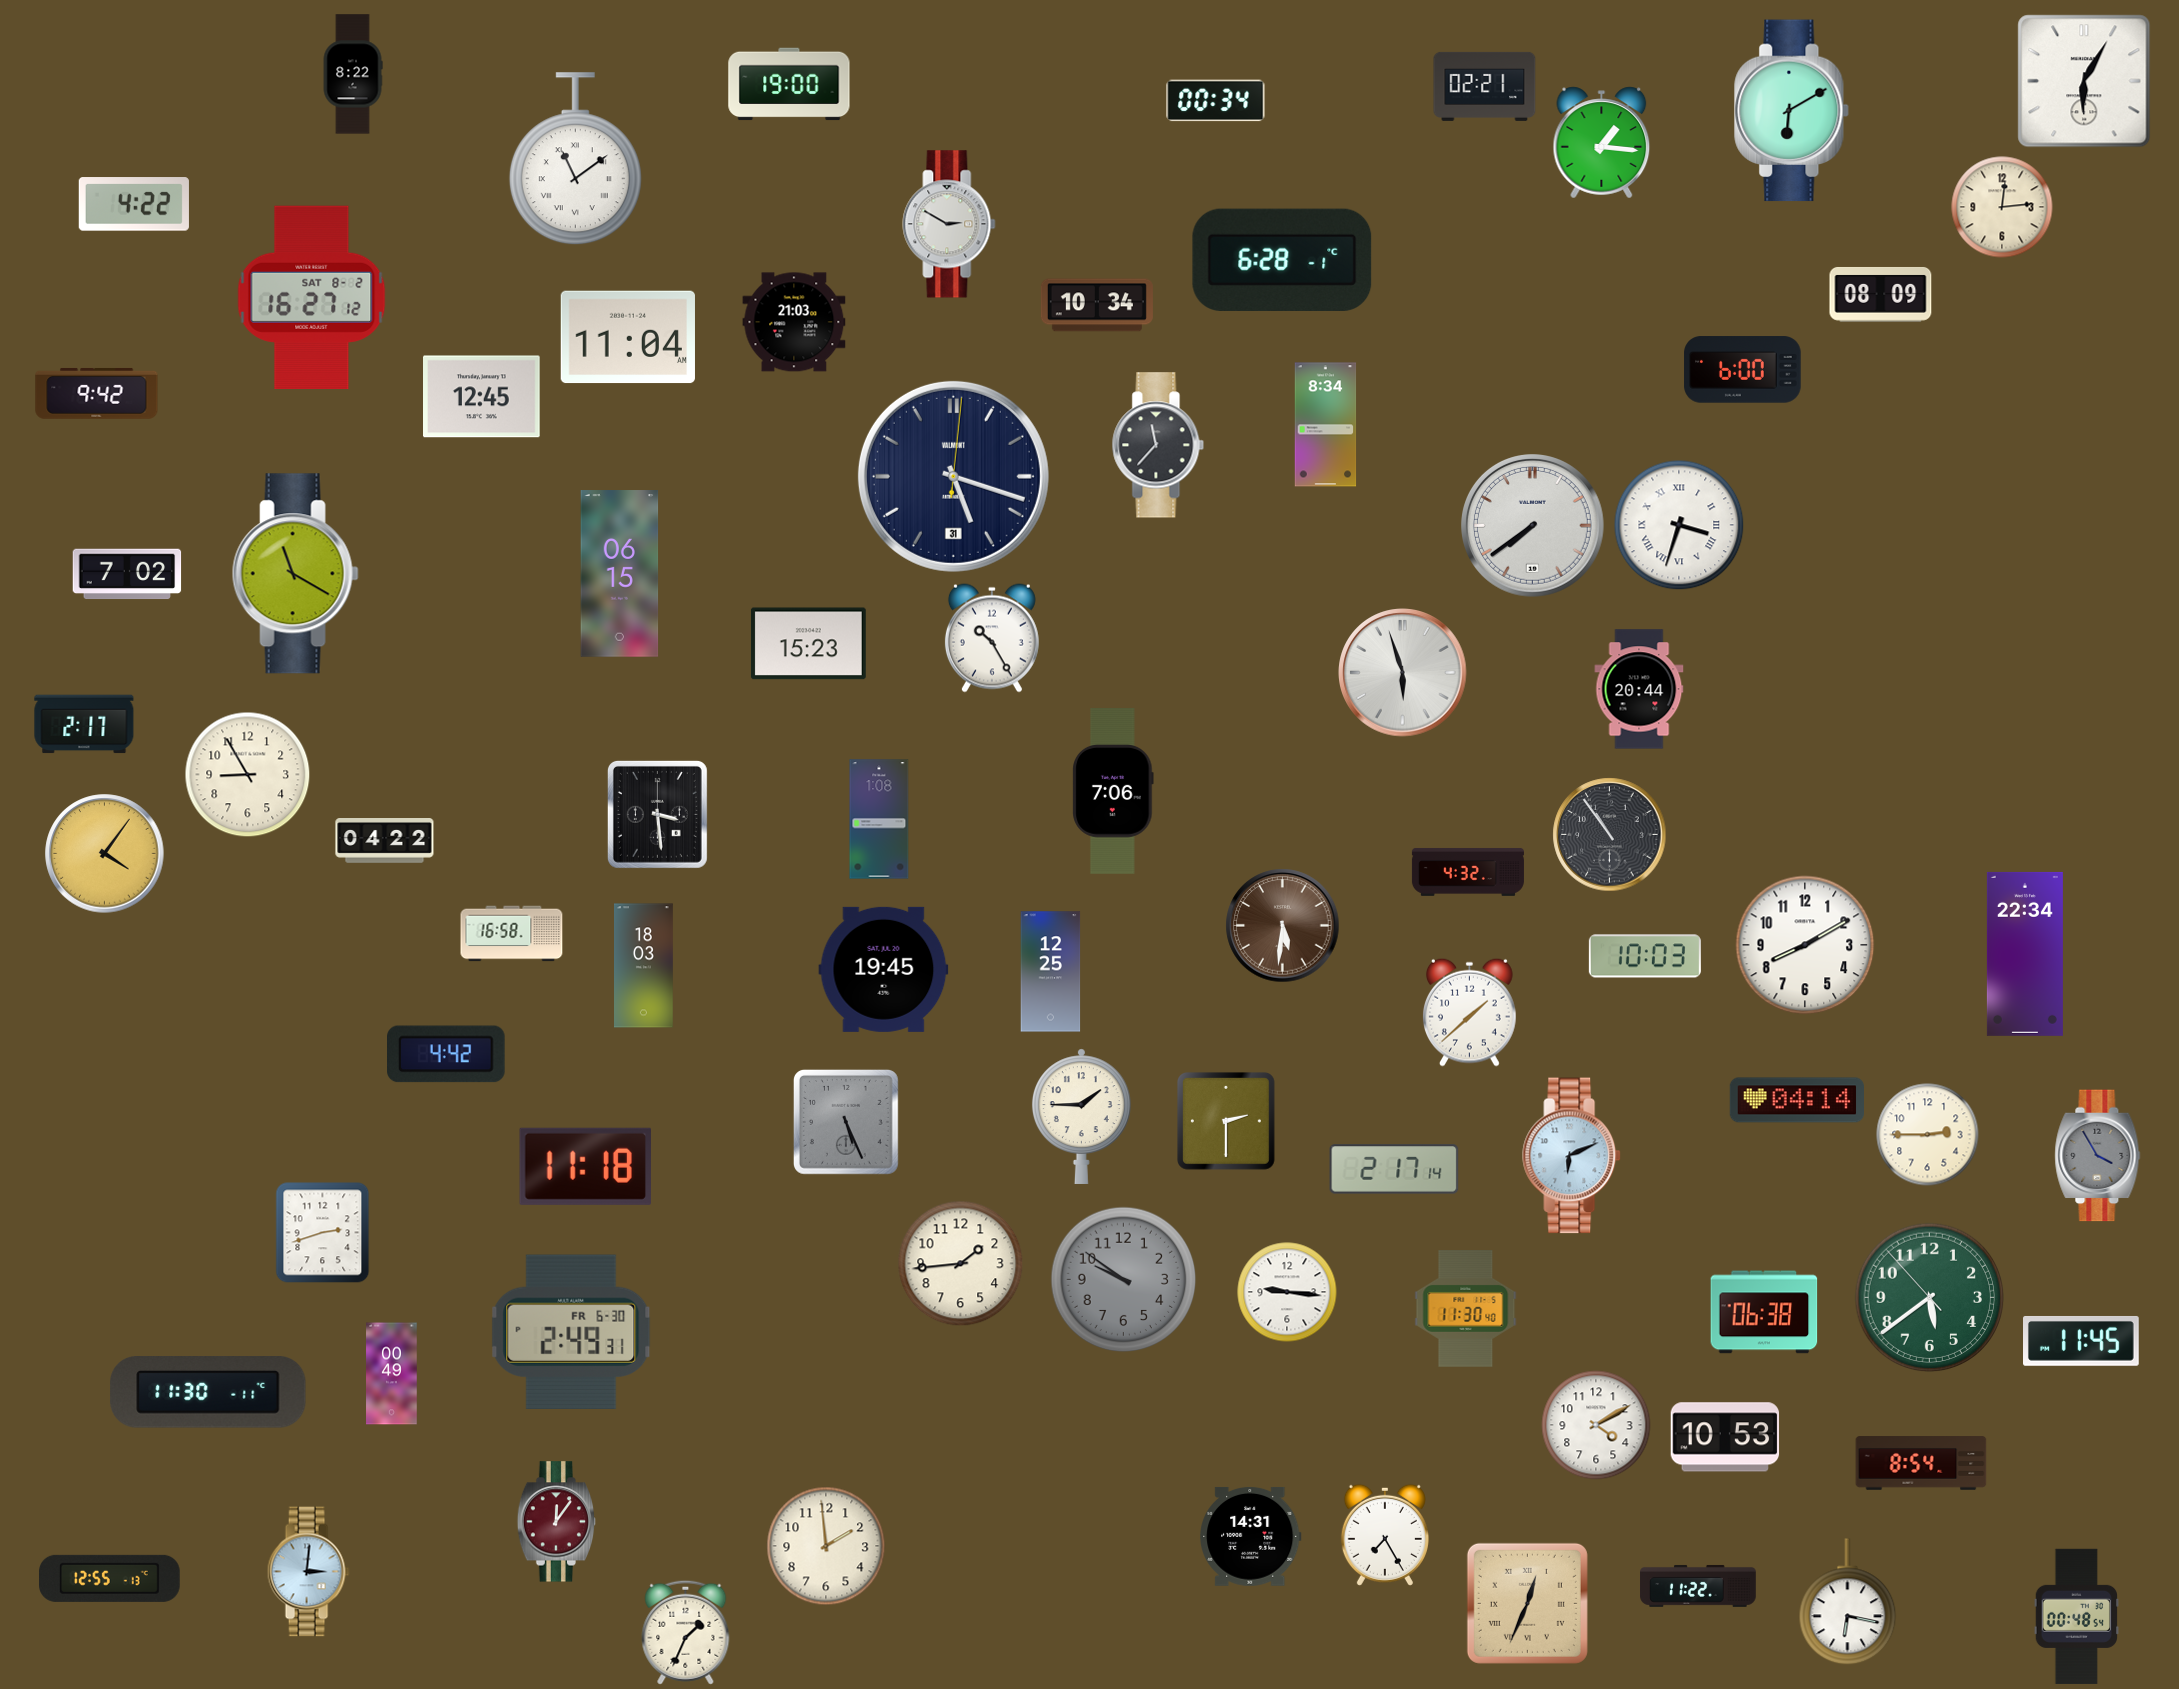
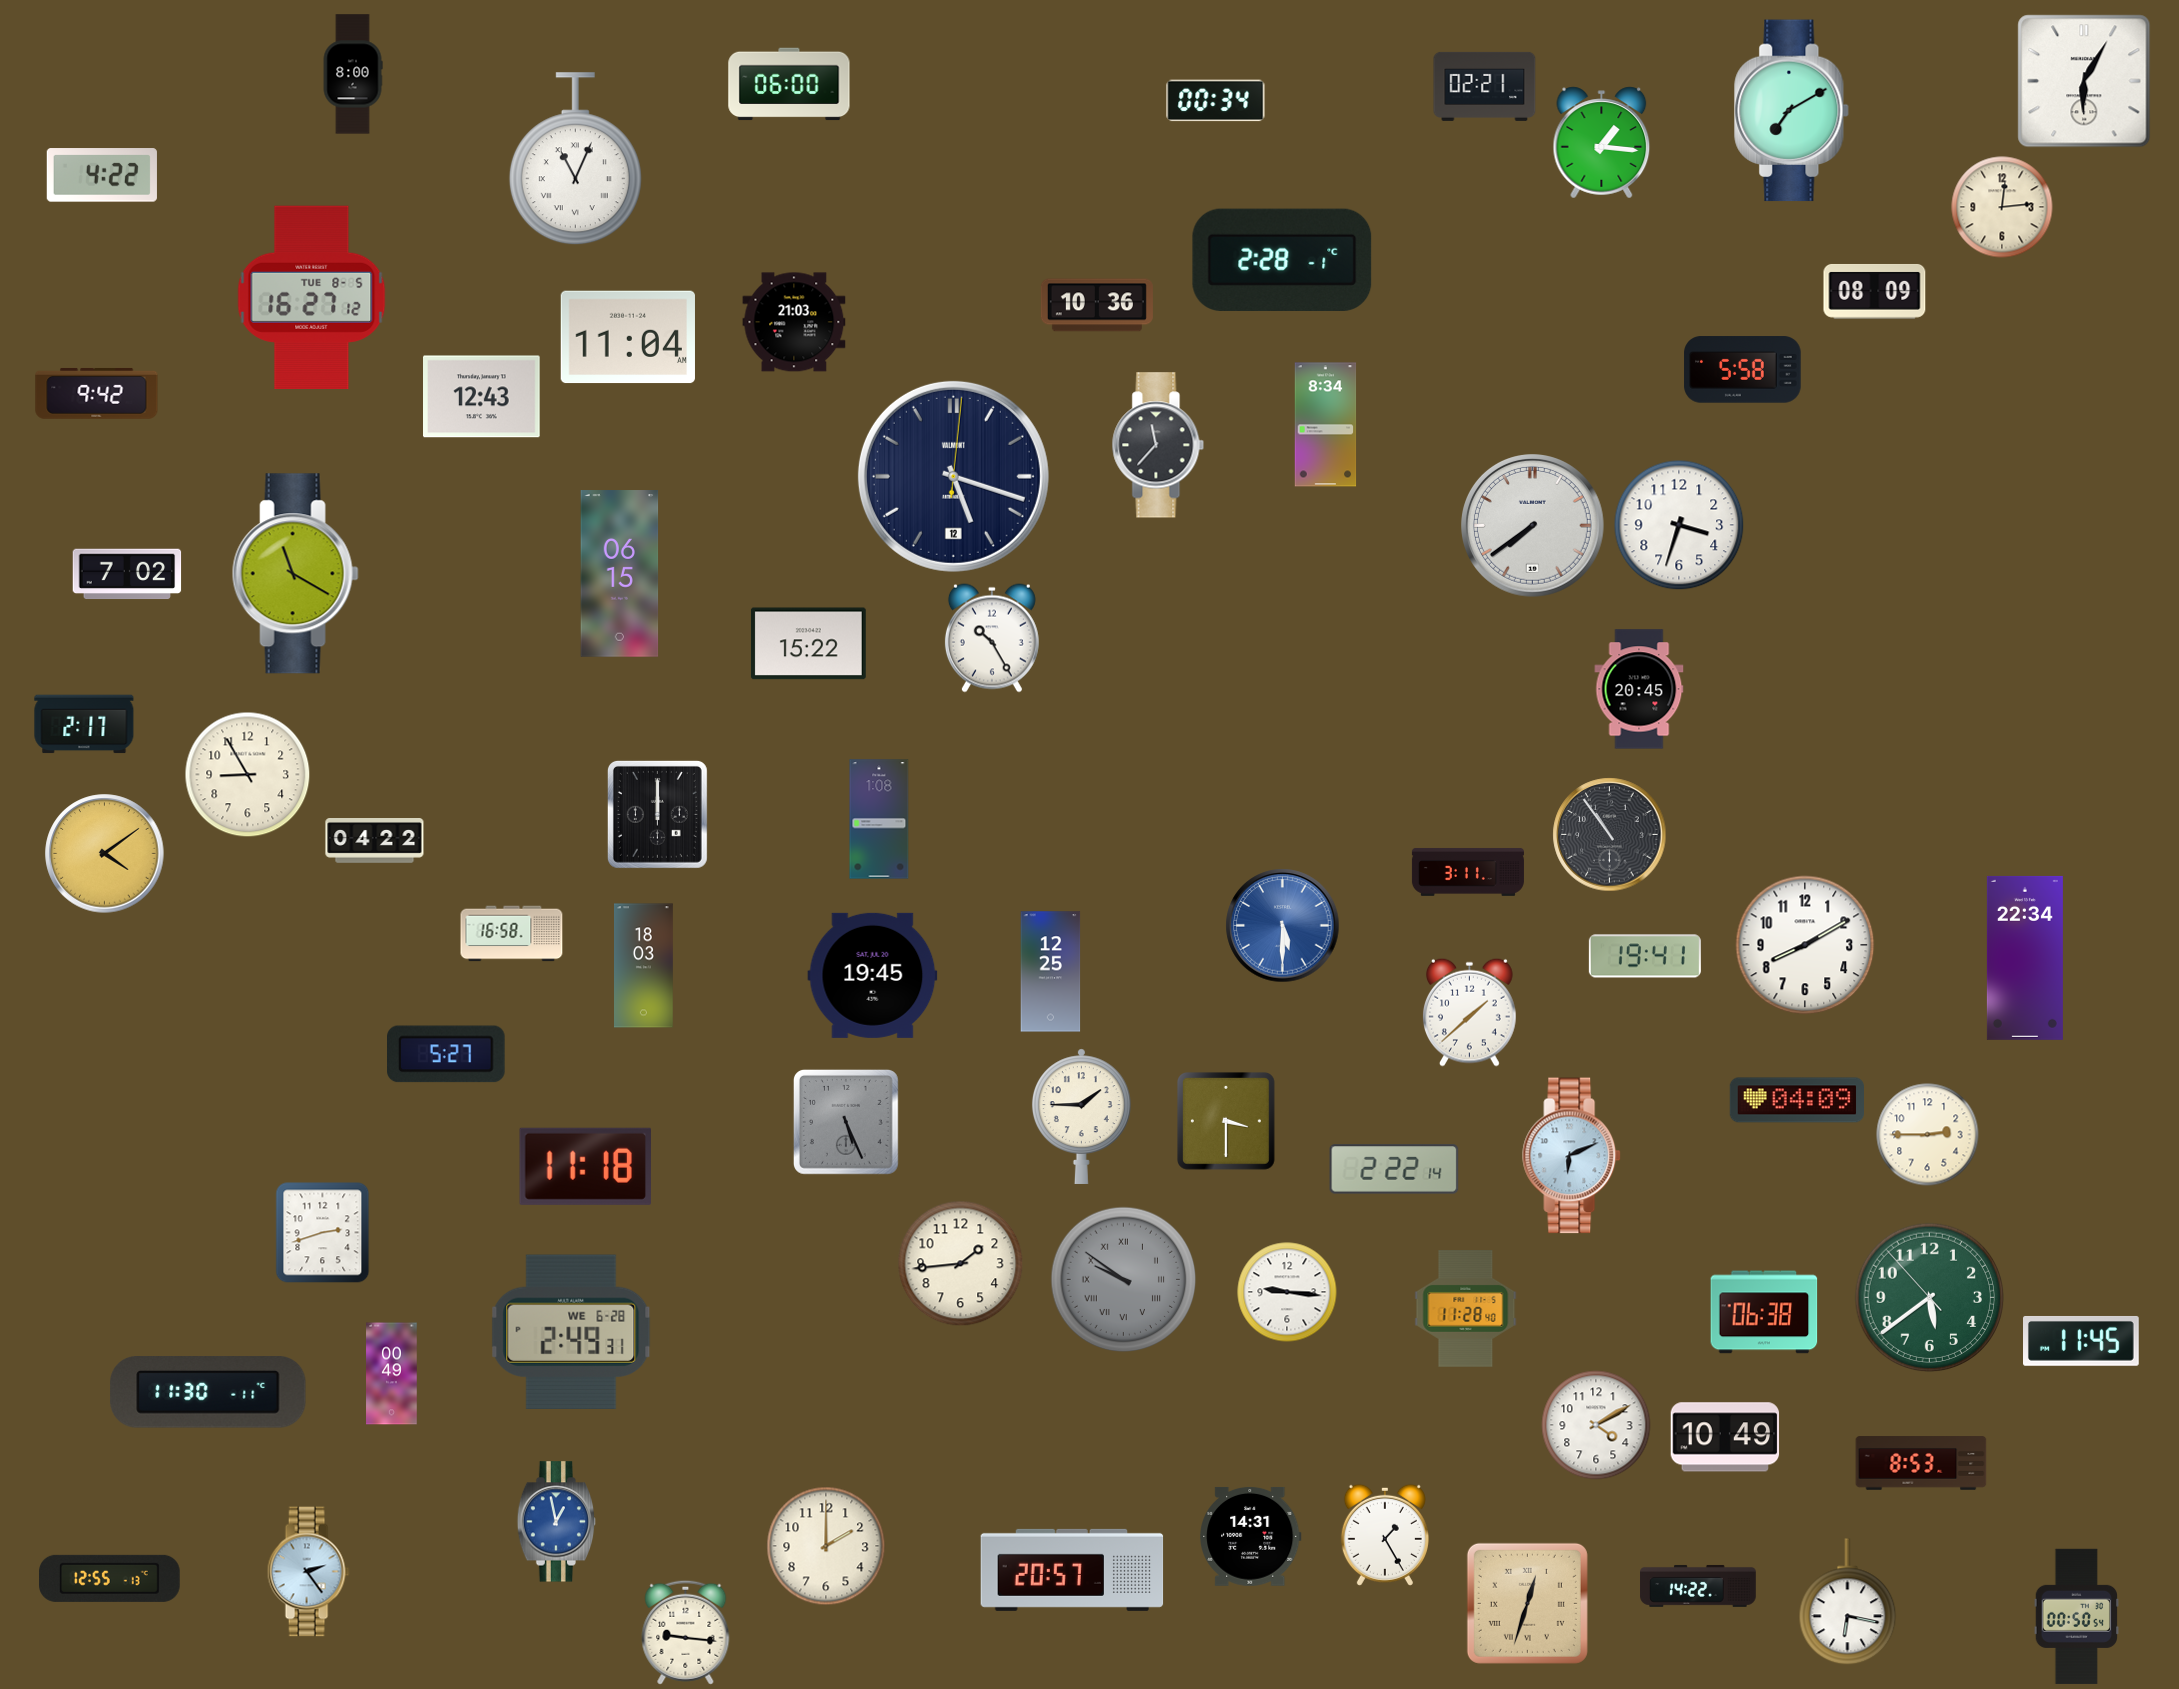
clock at (353, 74): 8:22 -> 8:00
clock at (789, 84): 19:00 -> 06:00
clock at (1792, 111): 6:10 -> 7:10
clock at (575, 159): 11:09 -> 11:04
clock at (134, 204) position: (134, 204) -> (102, 175)
clock at (949, 224): 2:50 -> none
clock at (1282, 260): 6:28 -> 2:28
clock at (1881, 294) position: (1881, 294) -> (1875, 291)
clock at (312, 297) date: SAT 8-2 -> TUE 8-5
clock at (1097, 305): 10:34 -> 10:36
clock at (1743, 370): 6:00 -> 5:58
clock at (482, 397): 12:45 -> 12:43
clock at (953, 476) date: 31 -> 12
clock at (1679, 525) numerals: Roman -> Arabic
clock at (808, 644): 15:23 -> 15:22
clock at (1403, 673): 5:57 -> none
clock at (1639, 689): 20:44 -> 20:45
clock at (1113, 792): 7:06 -> none
clock at (657, 814): 3:29 -> 12:00
clock at (385, 841) position: (385, 841) -> (375, 841)
clock at (105, 854): 4:06 -> 4:09
clock at (1468, 872): 4:32 -> 3:11
clock at (1283, 926): 5:31 -> 5:30
clock at (1283, 926) dial: brown -> blue
clock at (2025, 954) position: (2025, 954) -> (2025, 958)
clock at (1645, 956): 10:03 -> 19:41
clock at (884, 969) position: (884, 969) -> (873, 975)
clock at (446, 1054): 4:42 -> 5:27
clock at (1796, 1100): 04:14 -> 04:09
clock at (1227, 1122): 2:30 -> 3:30
clock at (2098, 1156): 3:55 -> none
clock at (1394, 1169): 2:17 -> 2:22
clock at (1124, 1280) numerals: Arabic -> Roman
clock at (1466, 1309): 11:30 -> 11:28
clock at (571, 1331) date: FR 6-30 -> WE 6-28
clock at (1725, 1437): 10:53 -> 10:49
clock at (1921, 1463): 8:54 -> 8:53
clock at (557, 1522): 12:06 -> 12:58
clock at (557, 1522) dial: burgundy -> blue
clock at (1385, 1535): 7:25 -> 1:25
clock at (826, 1546): 1:59 -> 2:00
clock at (1072, 1570): none -> 20:57
clock at (308, 1572): 3:01 -> 2:24
clock at (1698, 1586): 11:22 -> 14:22
clock at (1527, 1603): 12:34 -> 12:33
clock at (2076, 1616): 00:48 -> 00:50
clock at (686, 1632): 1:34 -> 9:16
